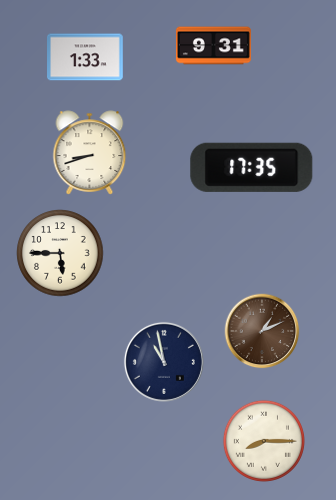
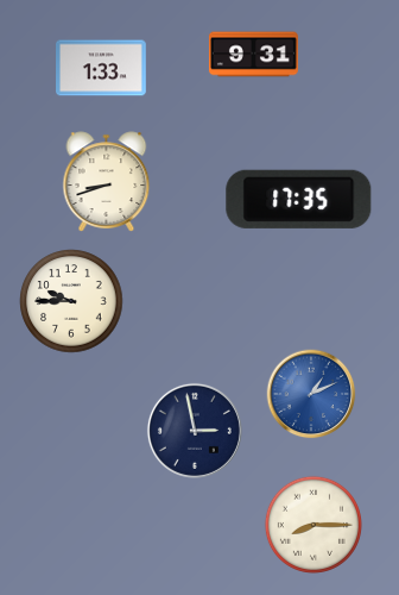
clock at (60, 253): 5:45 -> 9:45
clock at (262, 331) dial: brown -> blue
clock at (164, 362): 10:58 -> 2:58
